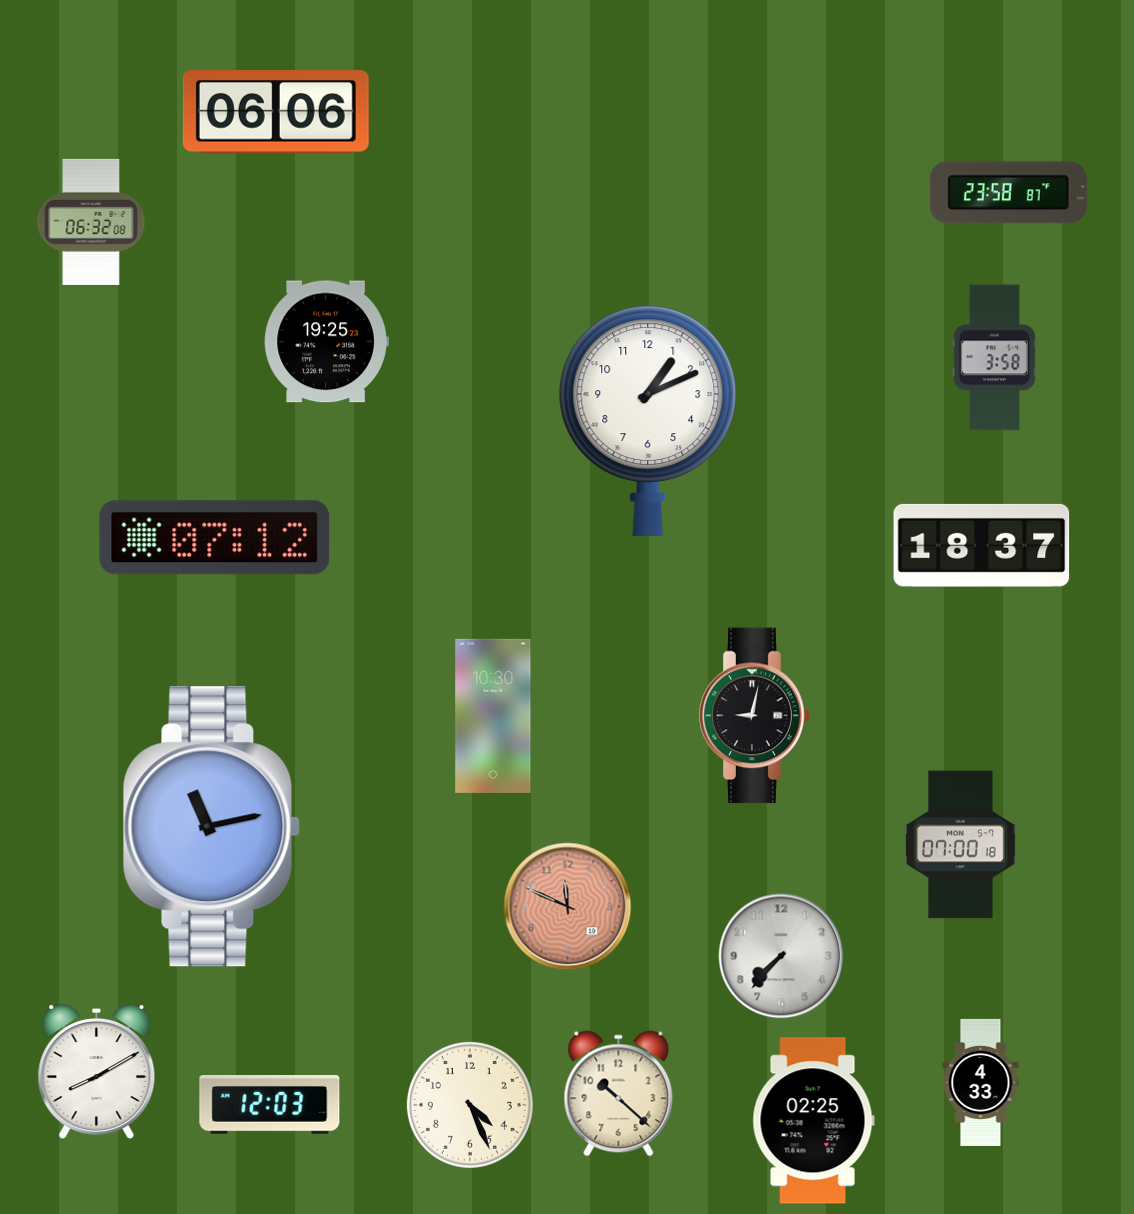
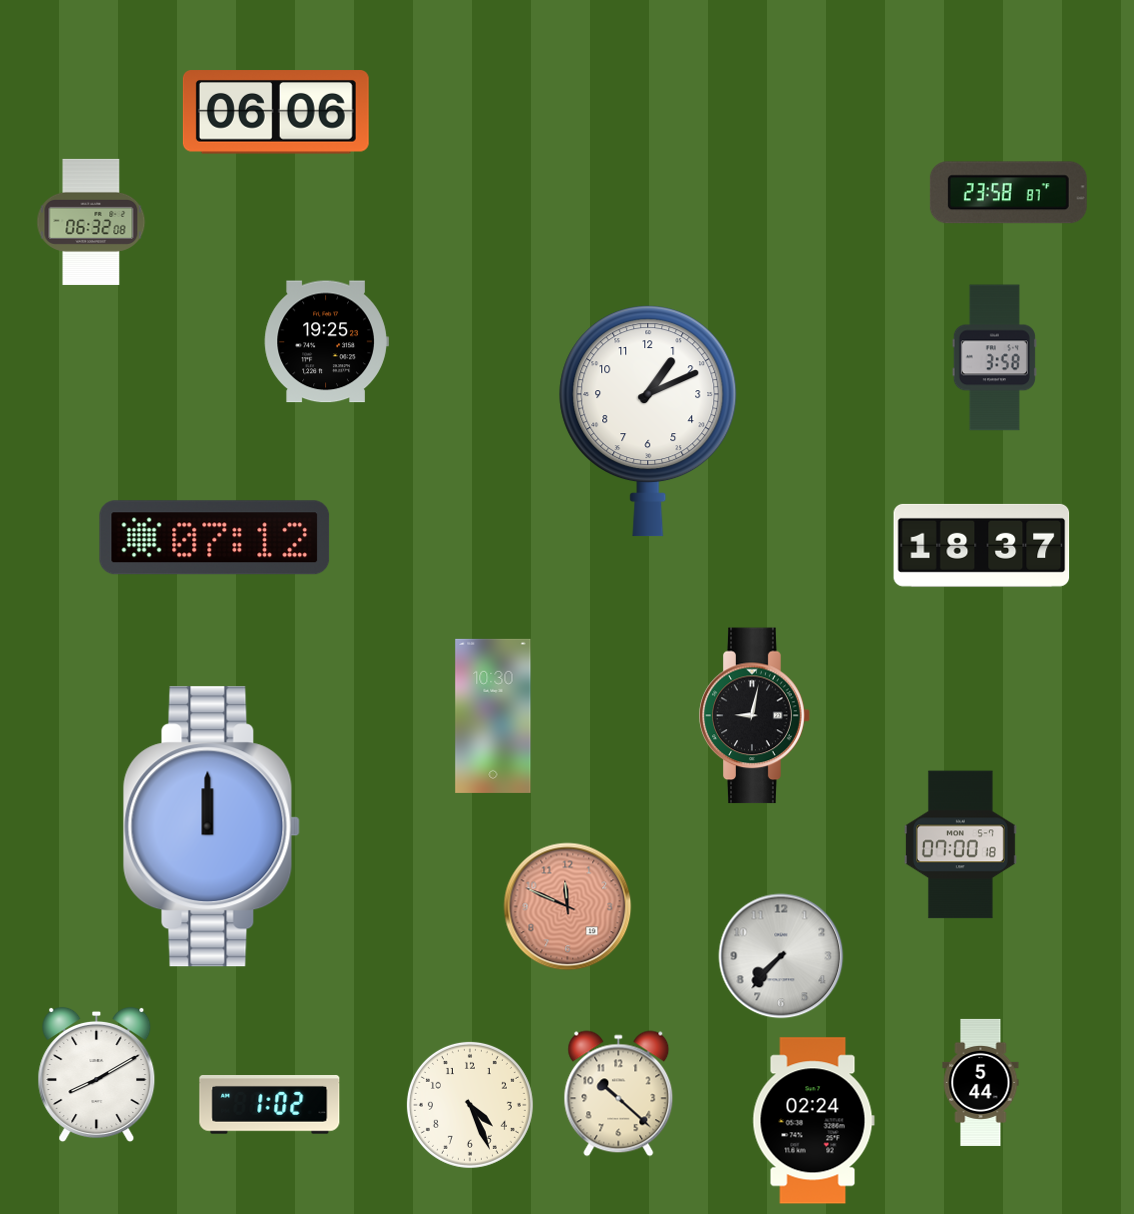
clock at (211, 827): 11:13 -> 12:00
clock at (97, 1072) position: (97, 1072) -> (97, 1075)
clock at (981, 1082): 4:33 -> 5:44
clock at (270, 1105): 12:03 -> 1:02
clock at (813, 1121): 02:25 -> 02:24
